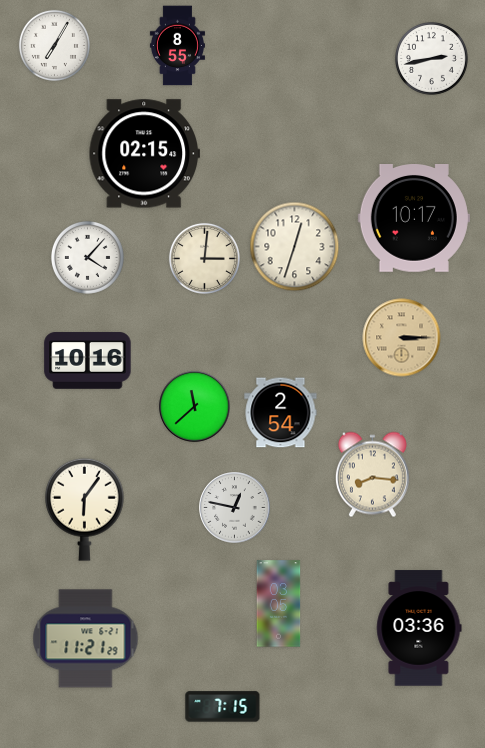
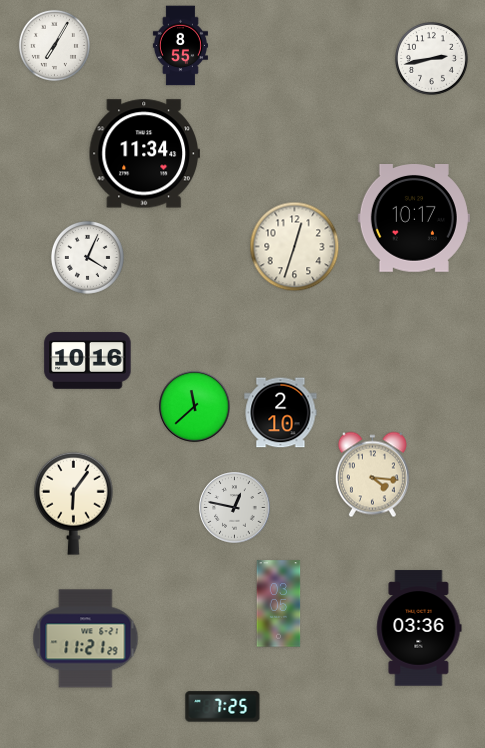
clock at (177, 46) position: (177, 46) -> (180, 46)
clock at (144, 154): 02:15 -> 11:34
clock at (87, 257): 4:07 -> 4:04
clock at (204, 258): 3:01 -> none
clock at (402, 338): 3:15 -> none
clock at (281, 413): 2:54 -> 2:10
clock at (372, 475): 8:16 -> 4:16
clock at (84, 509) position: (84, 509) -> (73, 503)
clock at (223, 707): 7:15 -> 7:25
